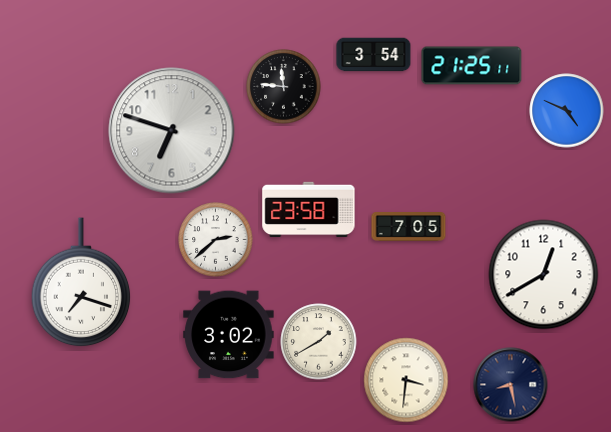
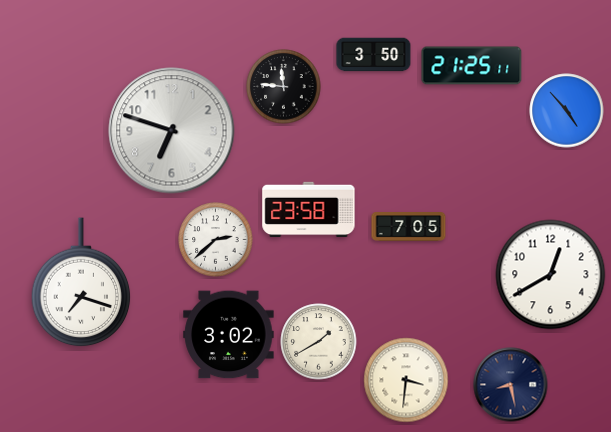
clock at (374, 55): 3:54 -> 3:50
clock at (567, 111): 4:49 -> 4:53
clock at (544, 275) position: (544, 275) -> (551, 275)
